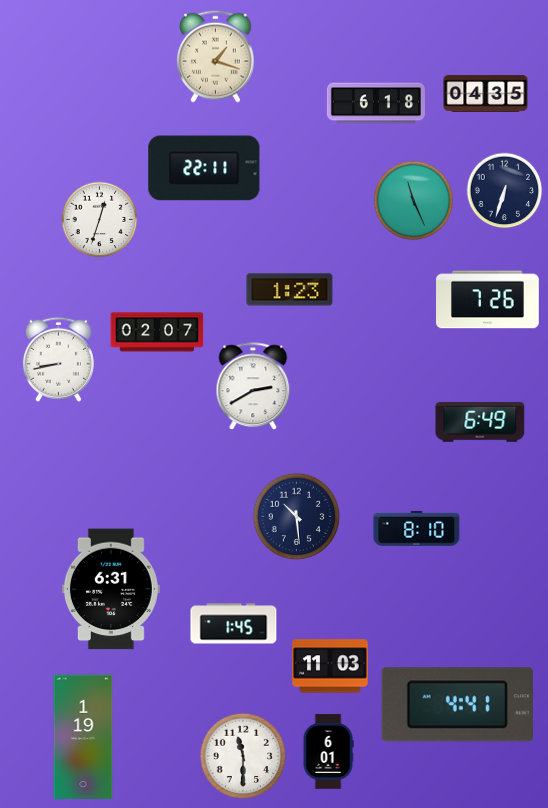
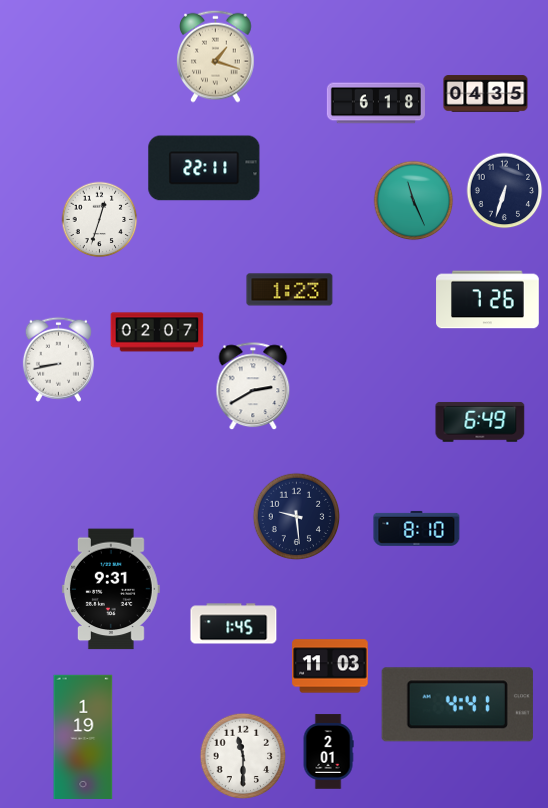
clock at (297, 517): 10:29 -> 9:29
clock at (111, 589): 6:31 -> 9:31
clock at (328, 752): 6:01 -> 2:01
